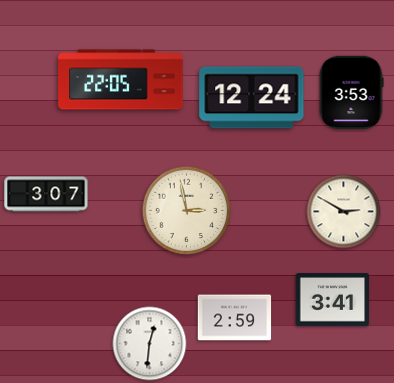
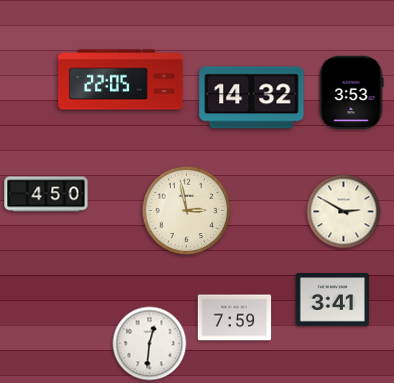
clock at (252, 98): 12:24 -> 14:32
clock at (46, 194): 3:07 -> 4:50
clock at (235, 318): 2:59 -> 7:59
